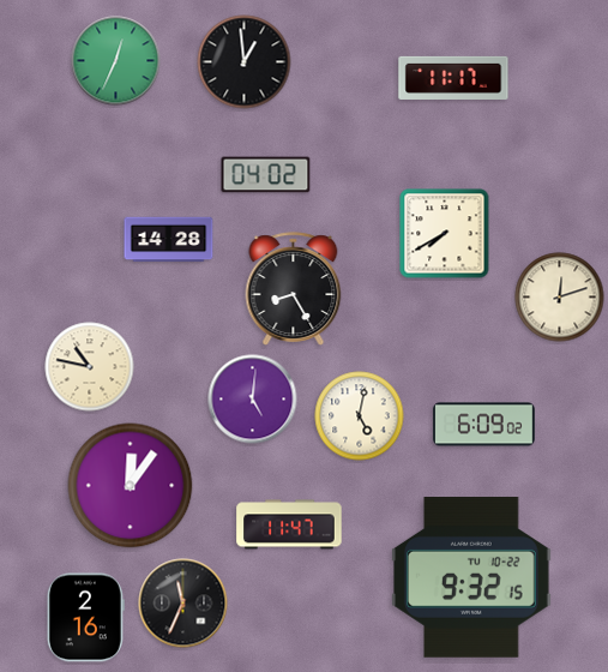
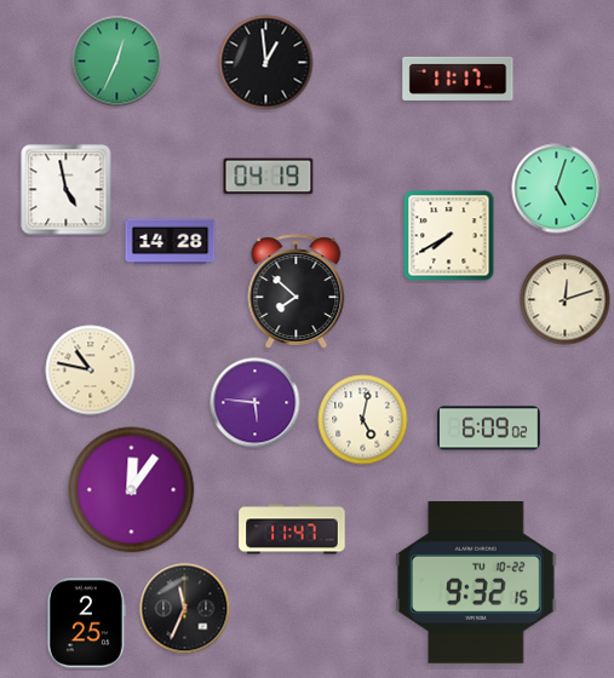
clock at (245, 62) position: (245, 62) -> (266, 63)
clock at (266, 175): 04:02 -> 04:19
clock at (557, 189): none -> 5:03
clock at (67, 190): none -> 4:58
clock at (294, 289): 8:25 -> 7:52
clock at (253, 400): 5:01 -> 5:46
clock at (85, 618): 2:16 -> 2:25
